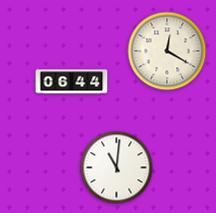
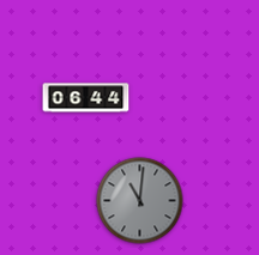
clock at (167, 51): 12:20 -> none
clock at (117, 168) dial: white -> grey
